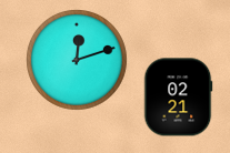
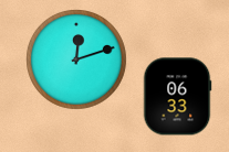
clock at (178, 98): 02:21 -> 06:33
